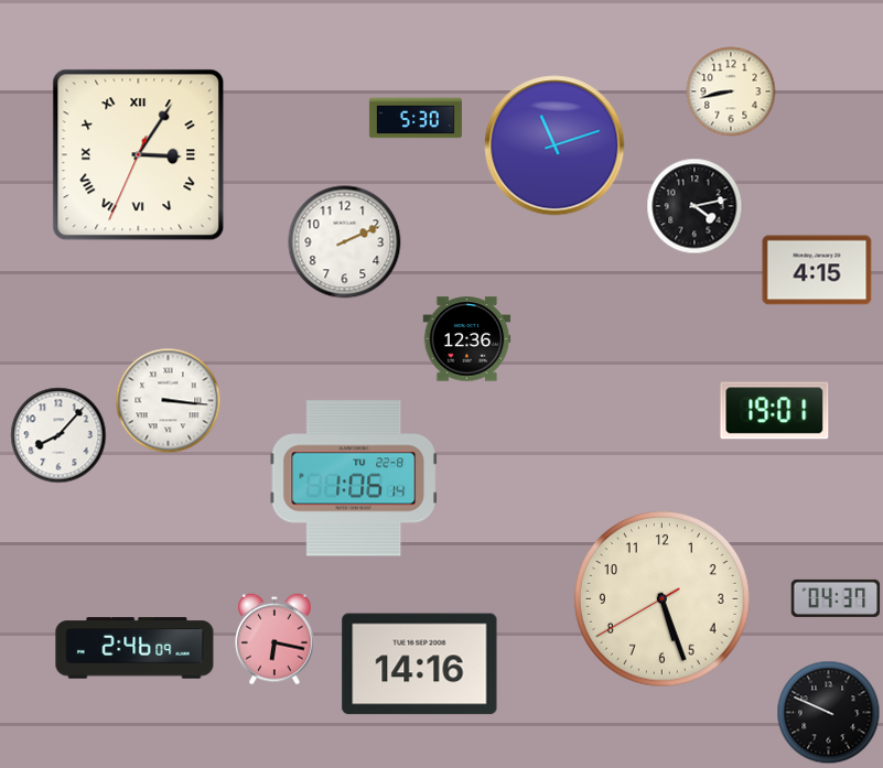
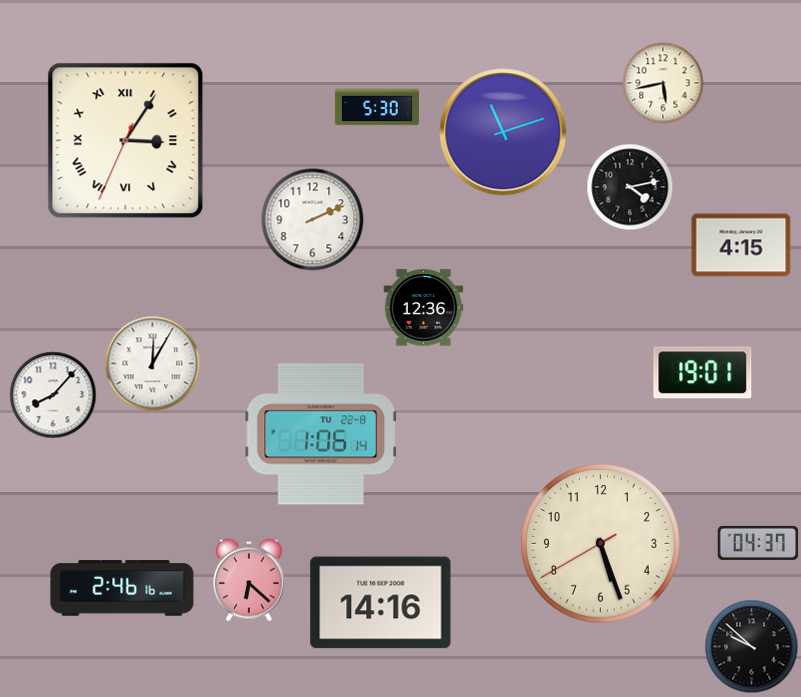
clock at (731, 91): 8:43 -> 5:43
clock at (169, 401): 3:16 -> 12:05
clock at (274, 639): 6:17 -> 6:22
clock at (134, 648): 2:46:09 -> 2:46:16
clock at (829, 713): 9:49 -> 9:52
